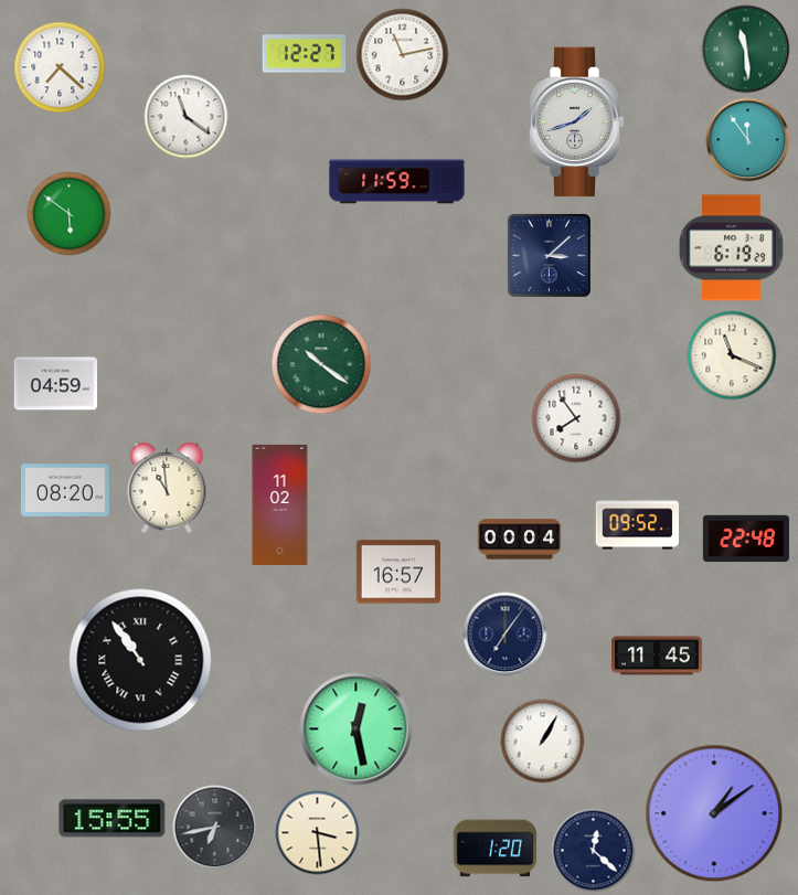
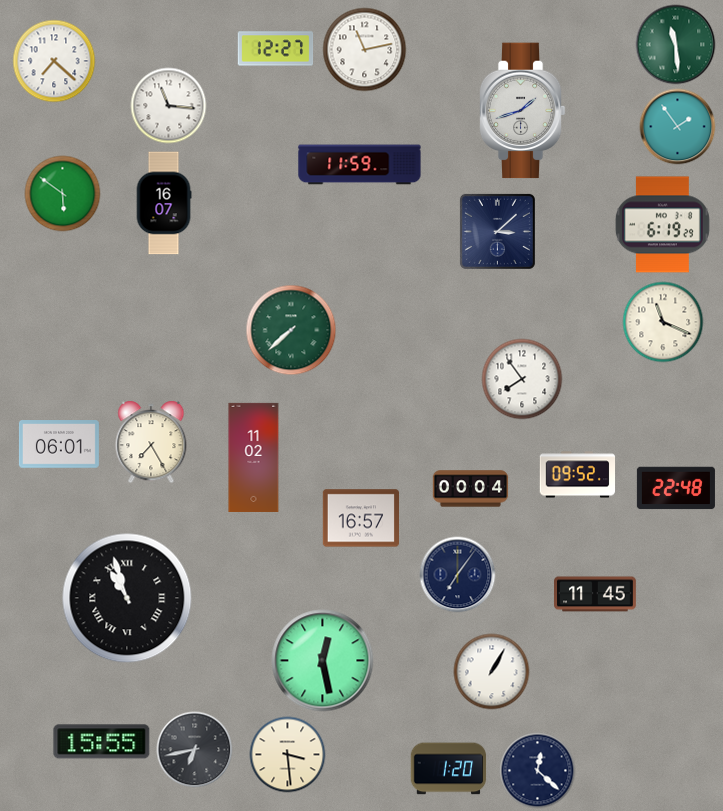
clock at (187, 117): 11:21 -> 11:16
clock at (748, 140): 11:54 -> 1:54
clock at (164, 203): none -> 16:07
clock at (321, 364): 10:21 -> 7:38
clock at (56, 384): 04:59 -> none
clock at (167, 488): 10:59 -> 7:25
clock at (65, 490): 08:20 -> 06:01
clock at (140, 660): 10:54 -> 10:57
clock at (714, 813): 1:09 -> none
